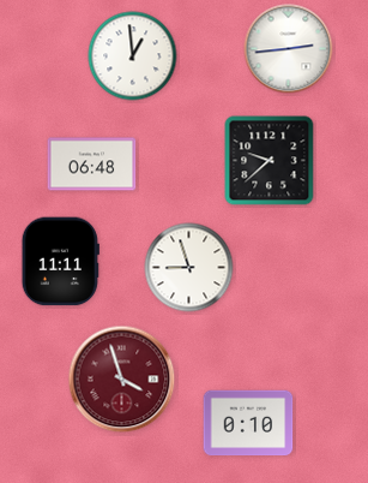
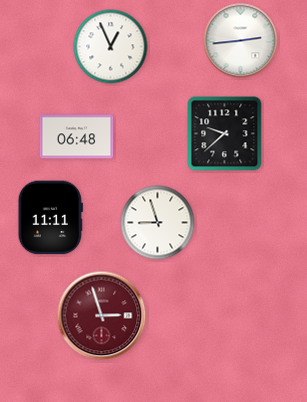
clock at (133, 56): 12:59 -> 12:56
clock at (122, 380): 3:57 -> 2:57
clock at (248, 423): 0:10 -> none
